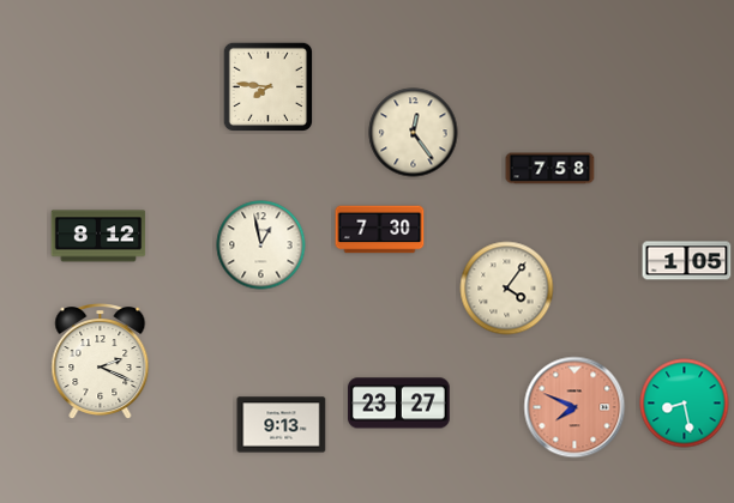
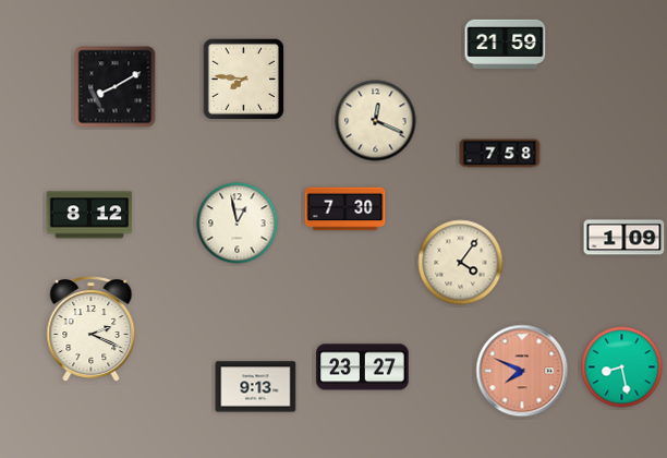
clock at (506, 44): none -> 21:59
clock at (116, 87): none -> 8:10
clock at (414, 133): 12:24 -> 12:19
clock at (687, 261): 1:05 -> 1:09
